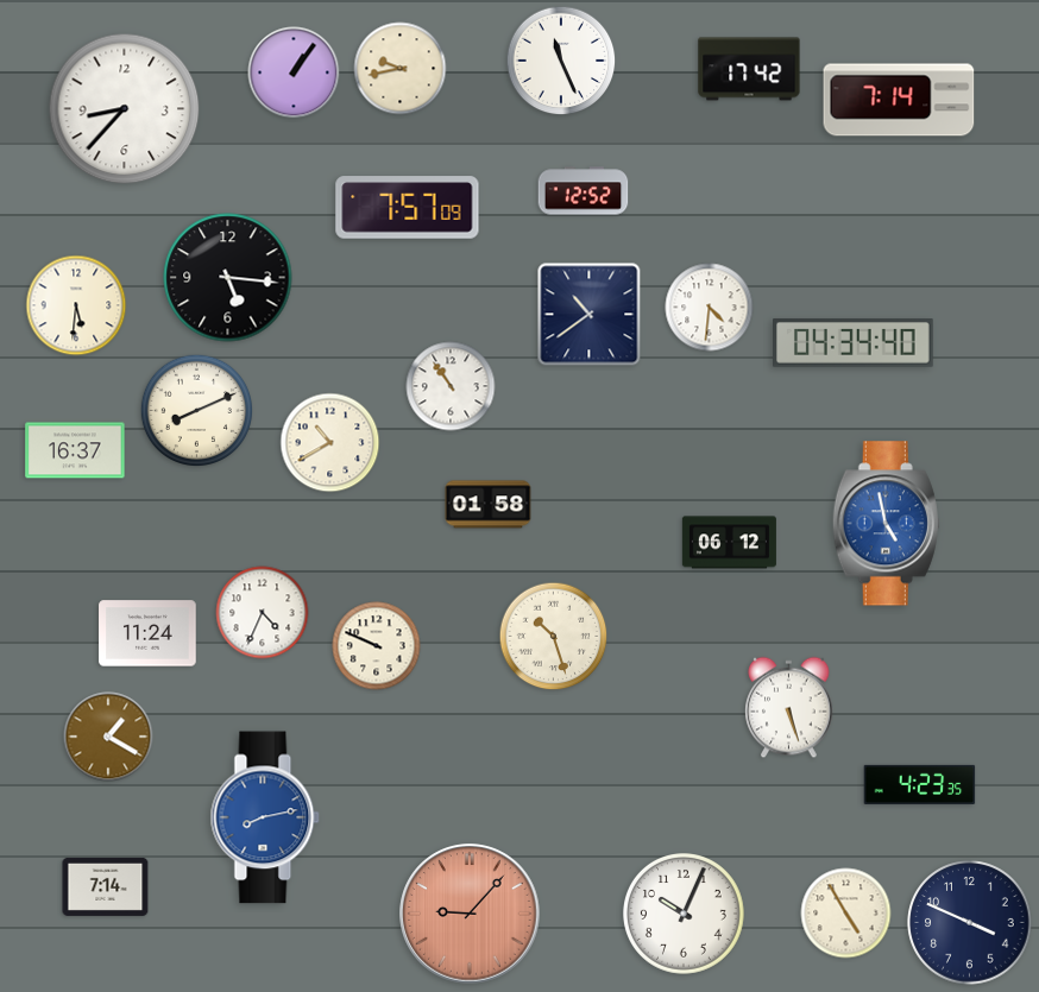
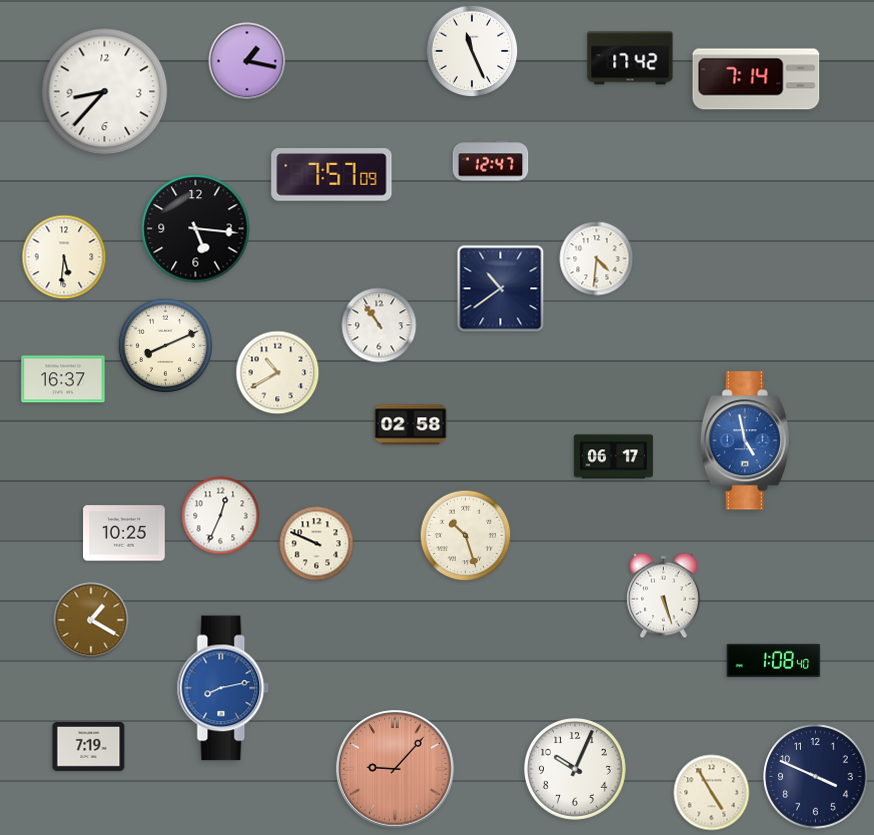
clock at (401, 69): 9:43 -> none
clock at (294, 72): 1:06 -> 1:17
clock at (899, 100) position: (899, 100) -> (756, 79)
clock at (584, 191): 12:52 -> 12:47
clock at (408, 208) position: (408, 208) -> (332, 175)
clock at (228, 278) position: (228, 278) -> (196, 229)
clock at (590, 315) position: (590, 315) -> (501, 289)
clock at (854, 343): 04:34 -> none
clock at (489, 505): 01:58 -> 02:58
clock at (729, 543): 06:12 -> 06:17
clock at (263, 613): 4:34 -> 12:34
clock at (147, 633): 11:24 -> 10:25
clock at (920, 784): 4:23 -> 1:08
clock at (106, 886): 7:14 -> 7:19
clock at (846, 914) position: (846, 914) -> (712, 793)
